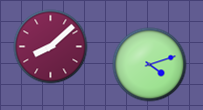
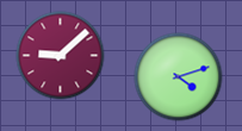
clock at (51, 47): 8:08 -> 9:08
